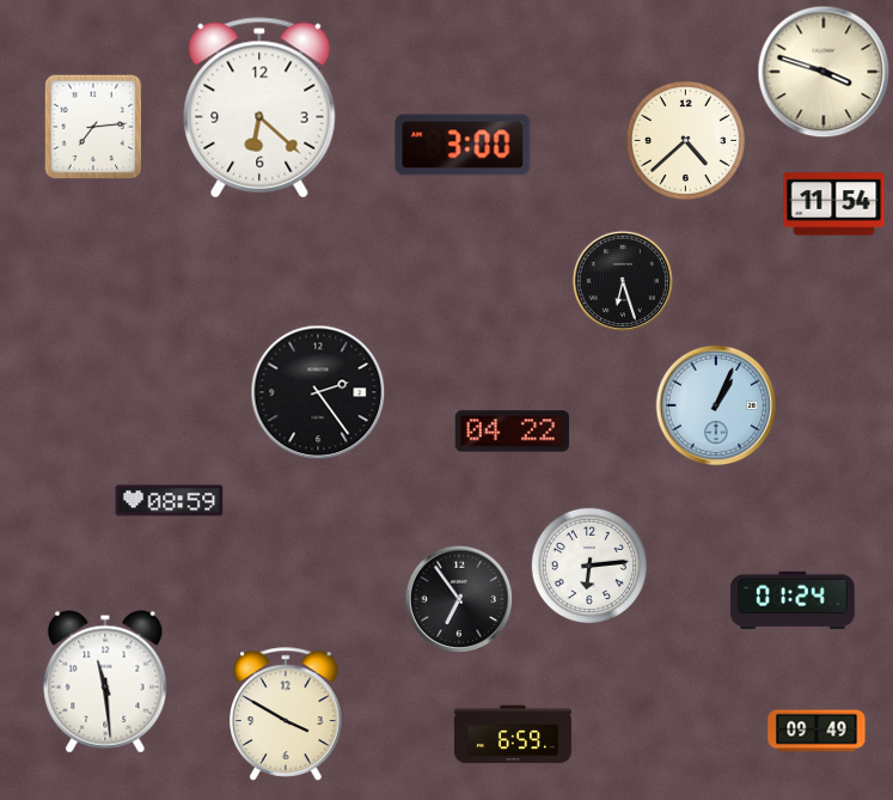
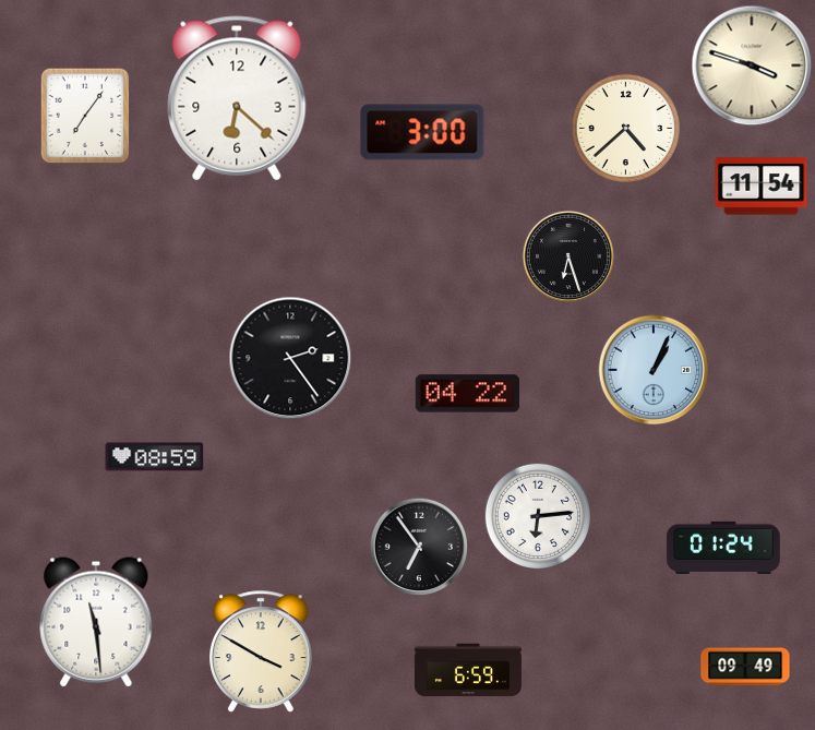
clock at (93, 127): 7:14 -> 7:06
